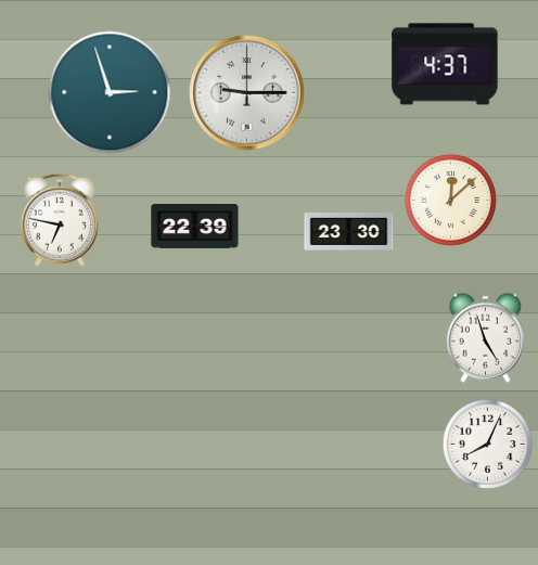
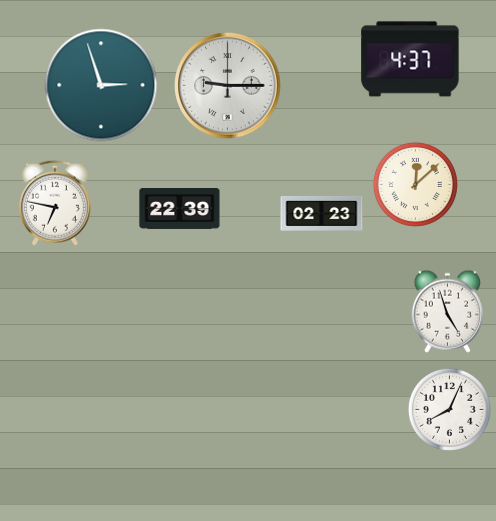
clock at (349, 232): 23:30 -> 02:23
